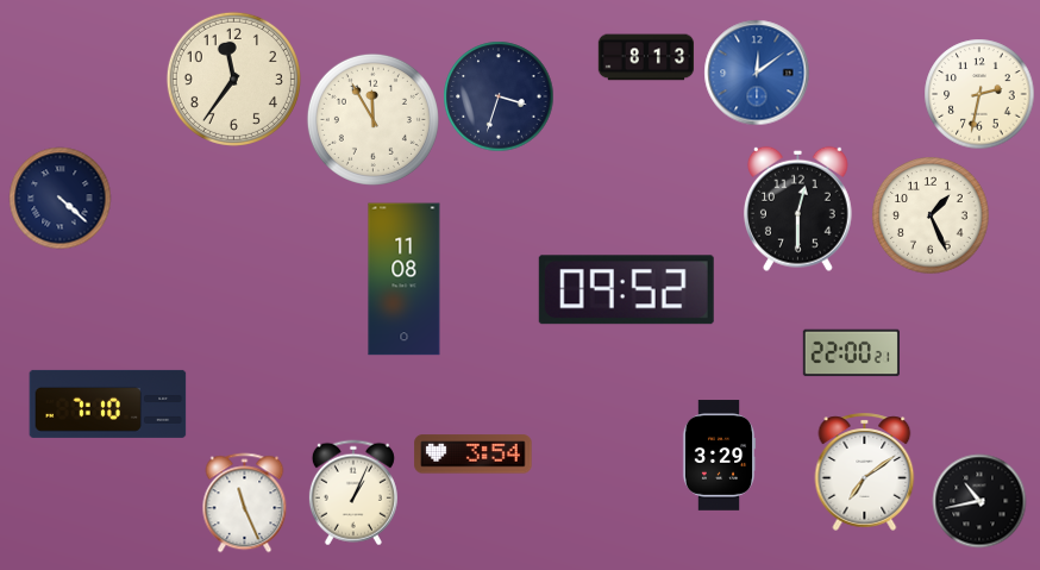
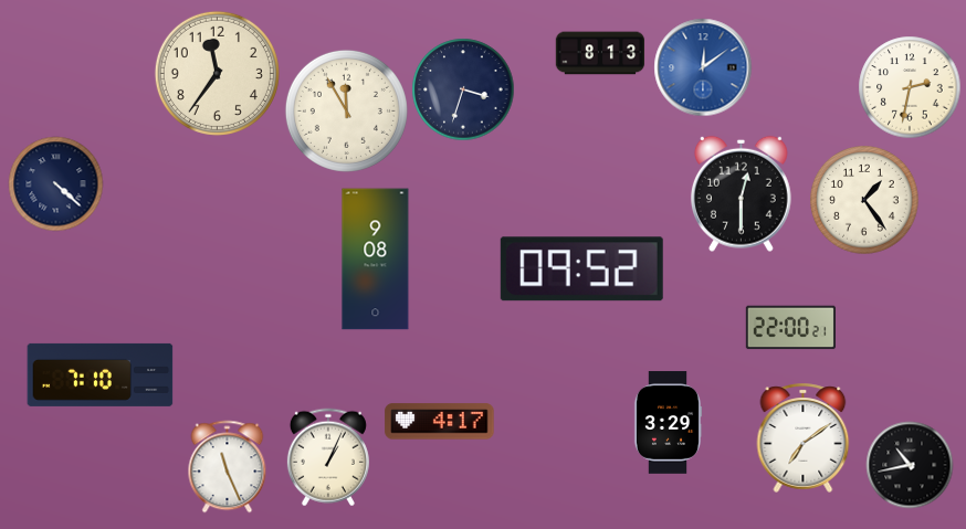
clock at (931, 215): 1:26 -> 1:24
clock at (405, 280): 11:08 -> 9:08
clock at (474, 455): 3:54 -> 4:17
